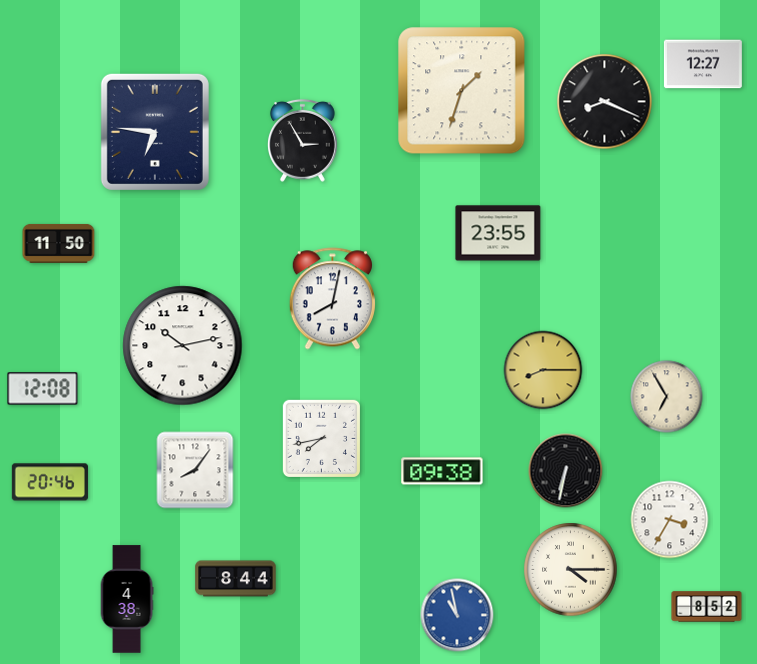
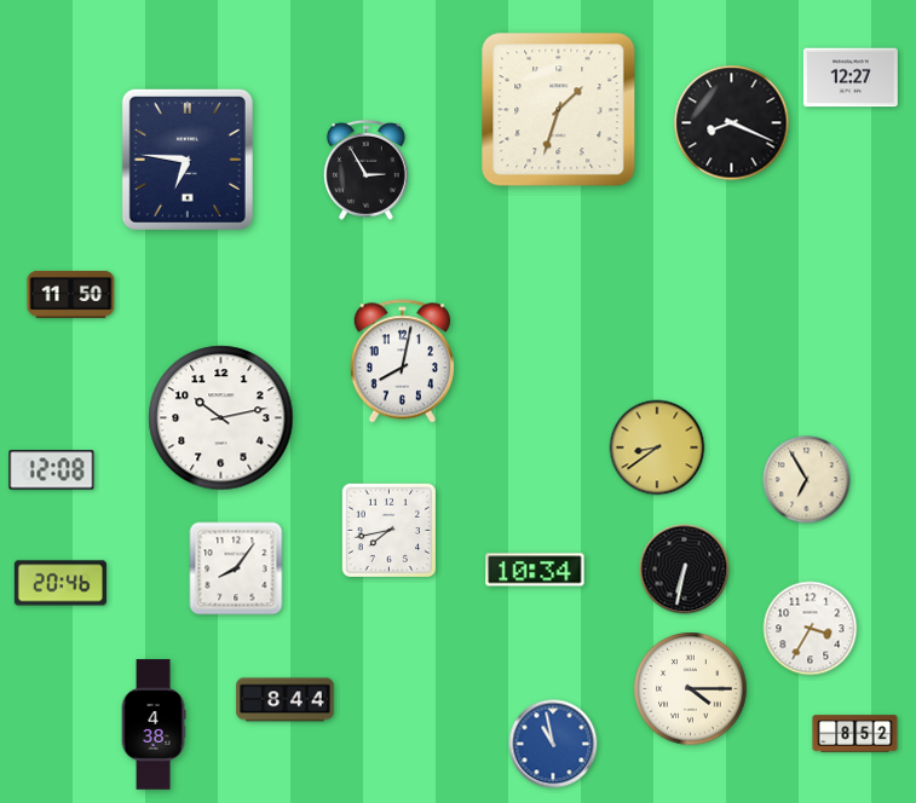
clock at (498, 233): 23:55 -> none
clock at (543, 370): 8:15 -> 8:39
clock at (442, 471): 09:38 -> 10:34
